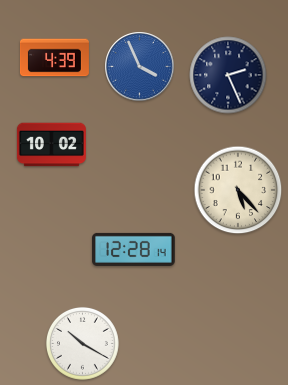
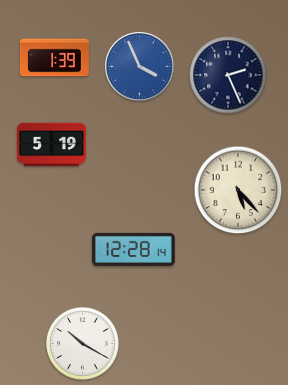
clock at (54, 58): 4:39 -> 1:39
clock at (51, 145): 10:02 -> 5:19
